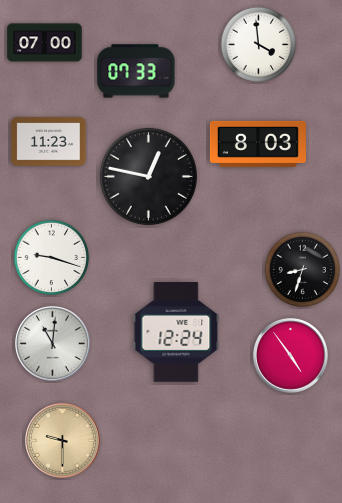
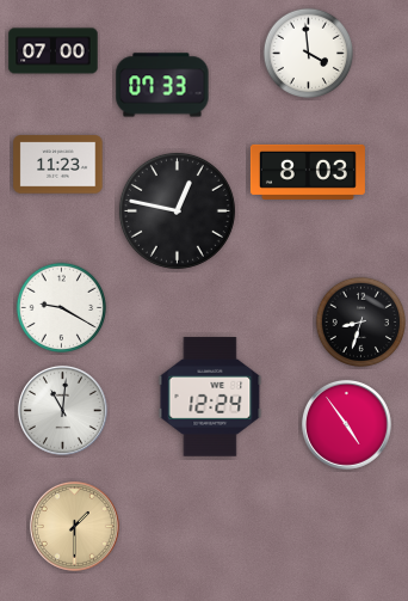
clock at (49, 142) position: (49, 142) -> (58, 165)
clock at (52, 258): 9:18 -> 9:20
clock at (62, 440): 9:30 -> 1:30
